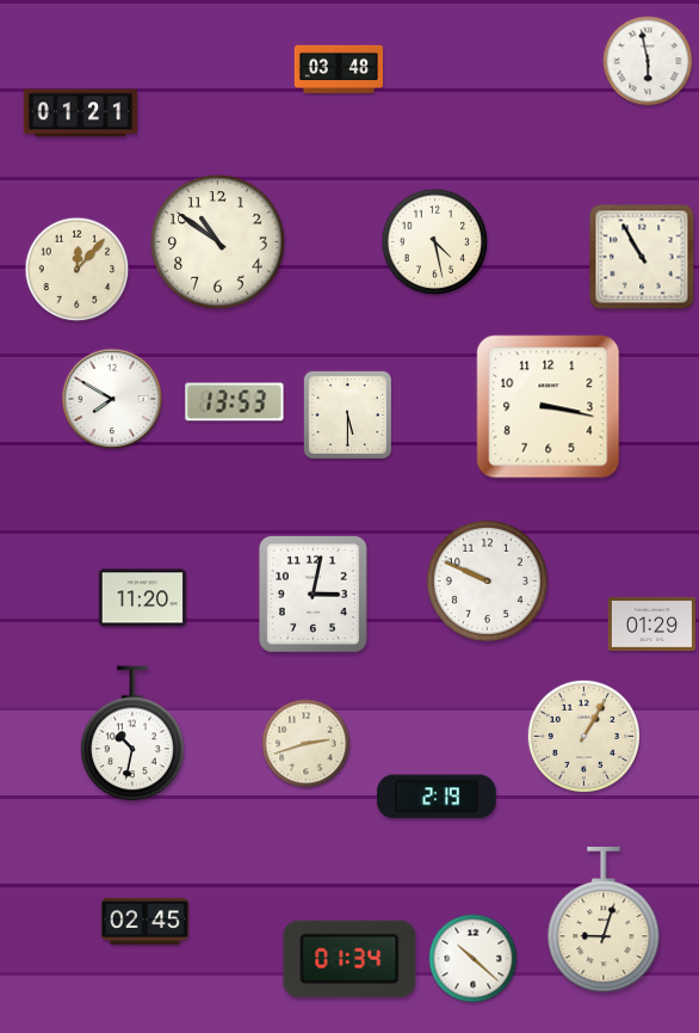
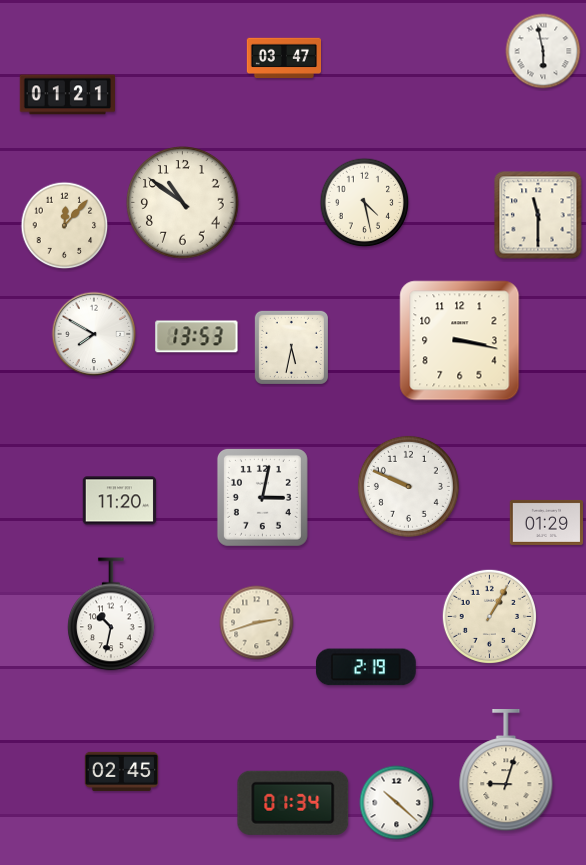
clock at (338, 69): 03:48 -> 03:47
clock at (642, 257): 10:55 -> 11:30
clock at (347, 414): 5:30 -> 5:32
